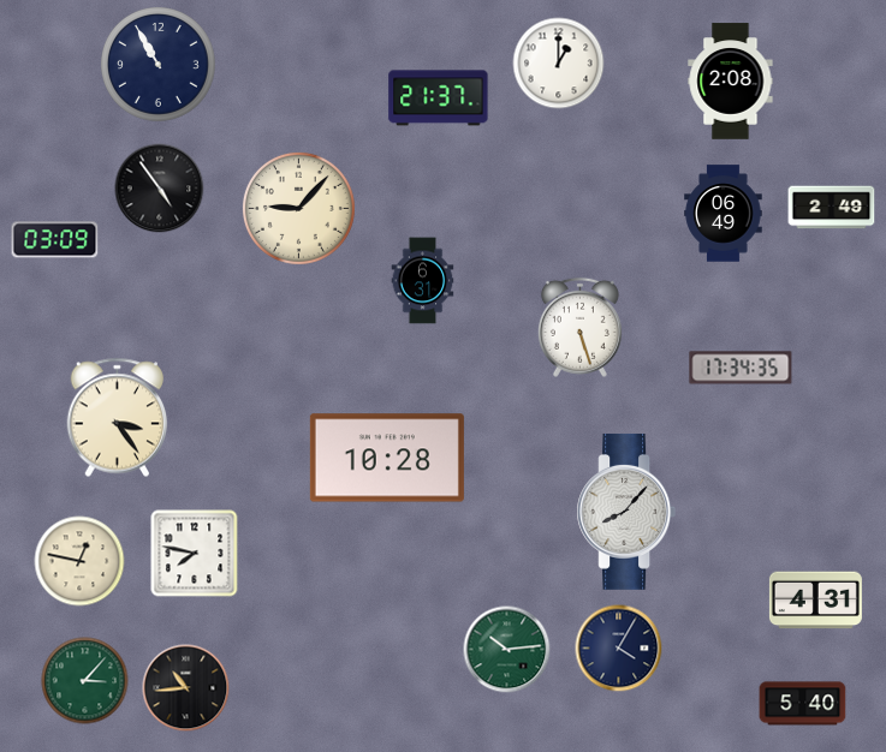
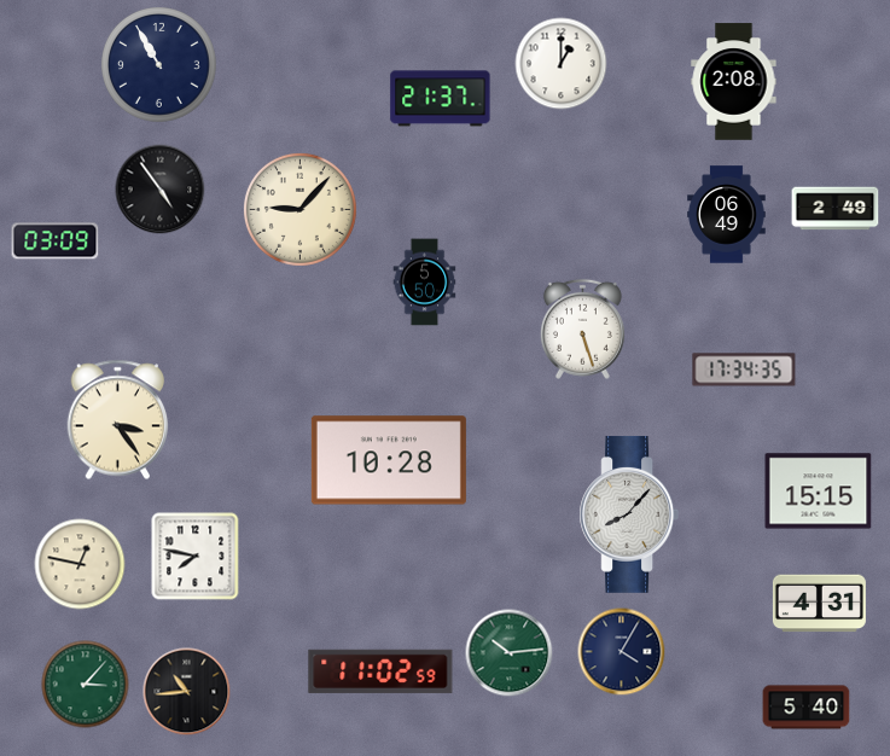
clock at (423, 281): 6:31 -> 5:50
clock at (819, 492): none -> 15:15
clock at (380, 671): none -> 11:02
